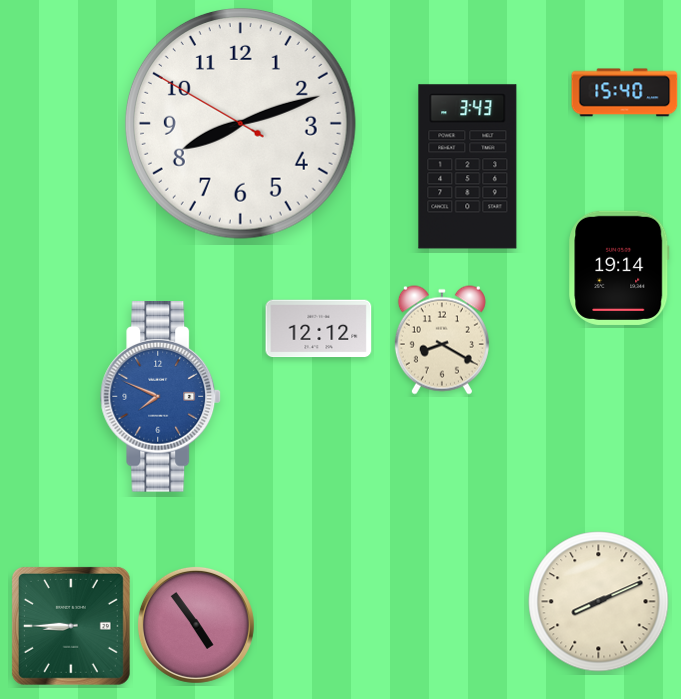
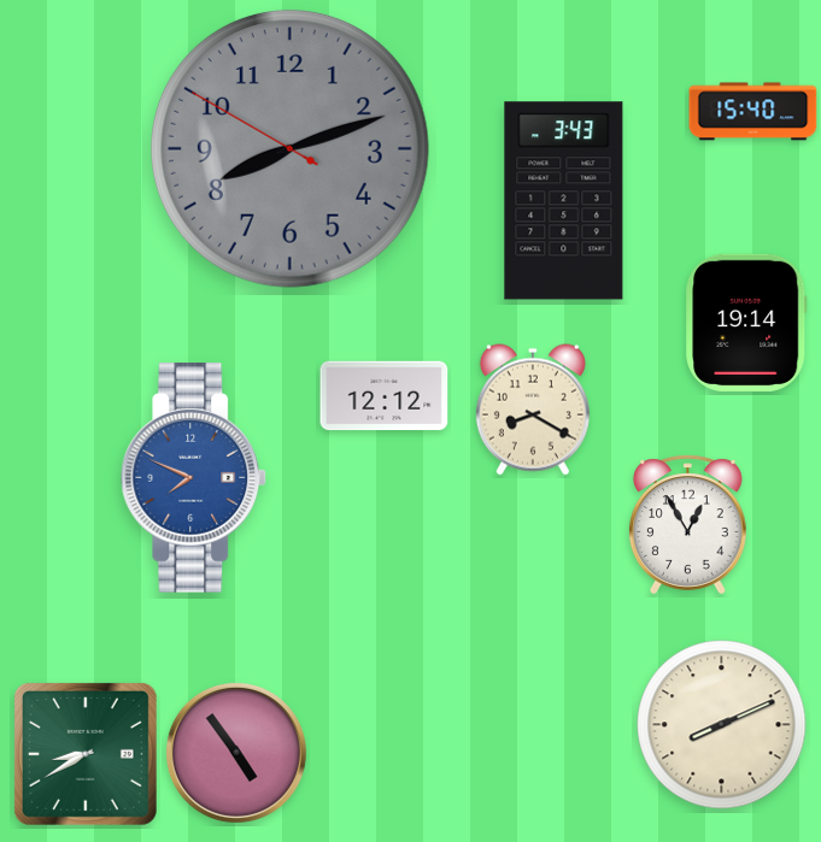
clock at (240, 123) dial: white -> grey
clock at (688, 525): none -> 12:55
clock at (71, 626): 8:45 -> 8:40
